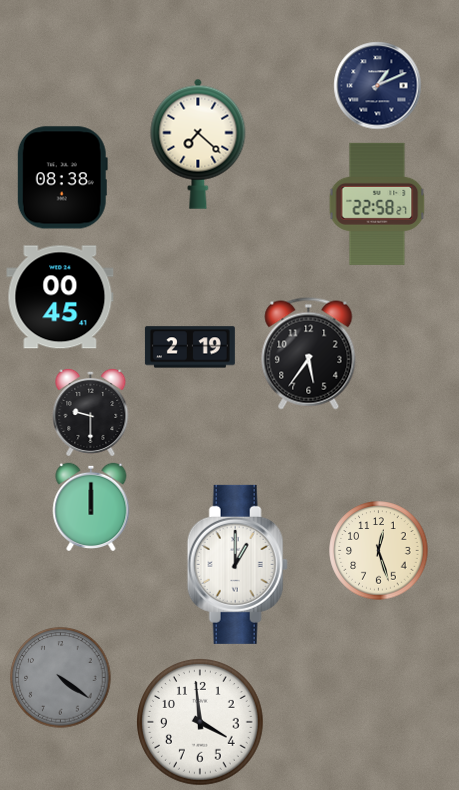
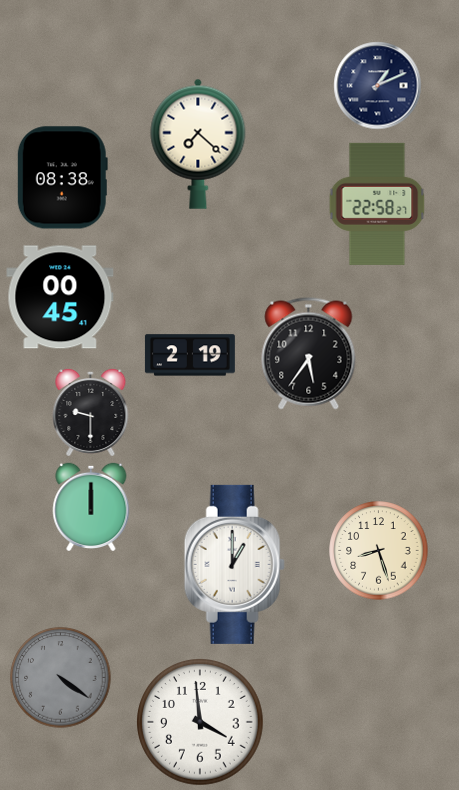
clock at (190, 347) position: (190, 347) -> (190, 355)
clock at (379, 551): 12:27 -> 8:27
clock at (237, 564) position: (237, 564) -> (234, 564)
